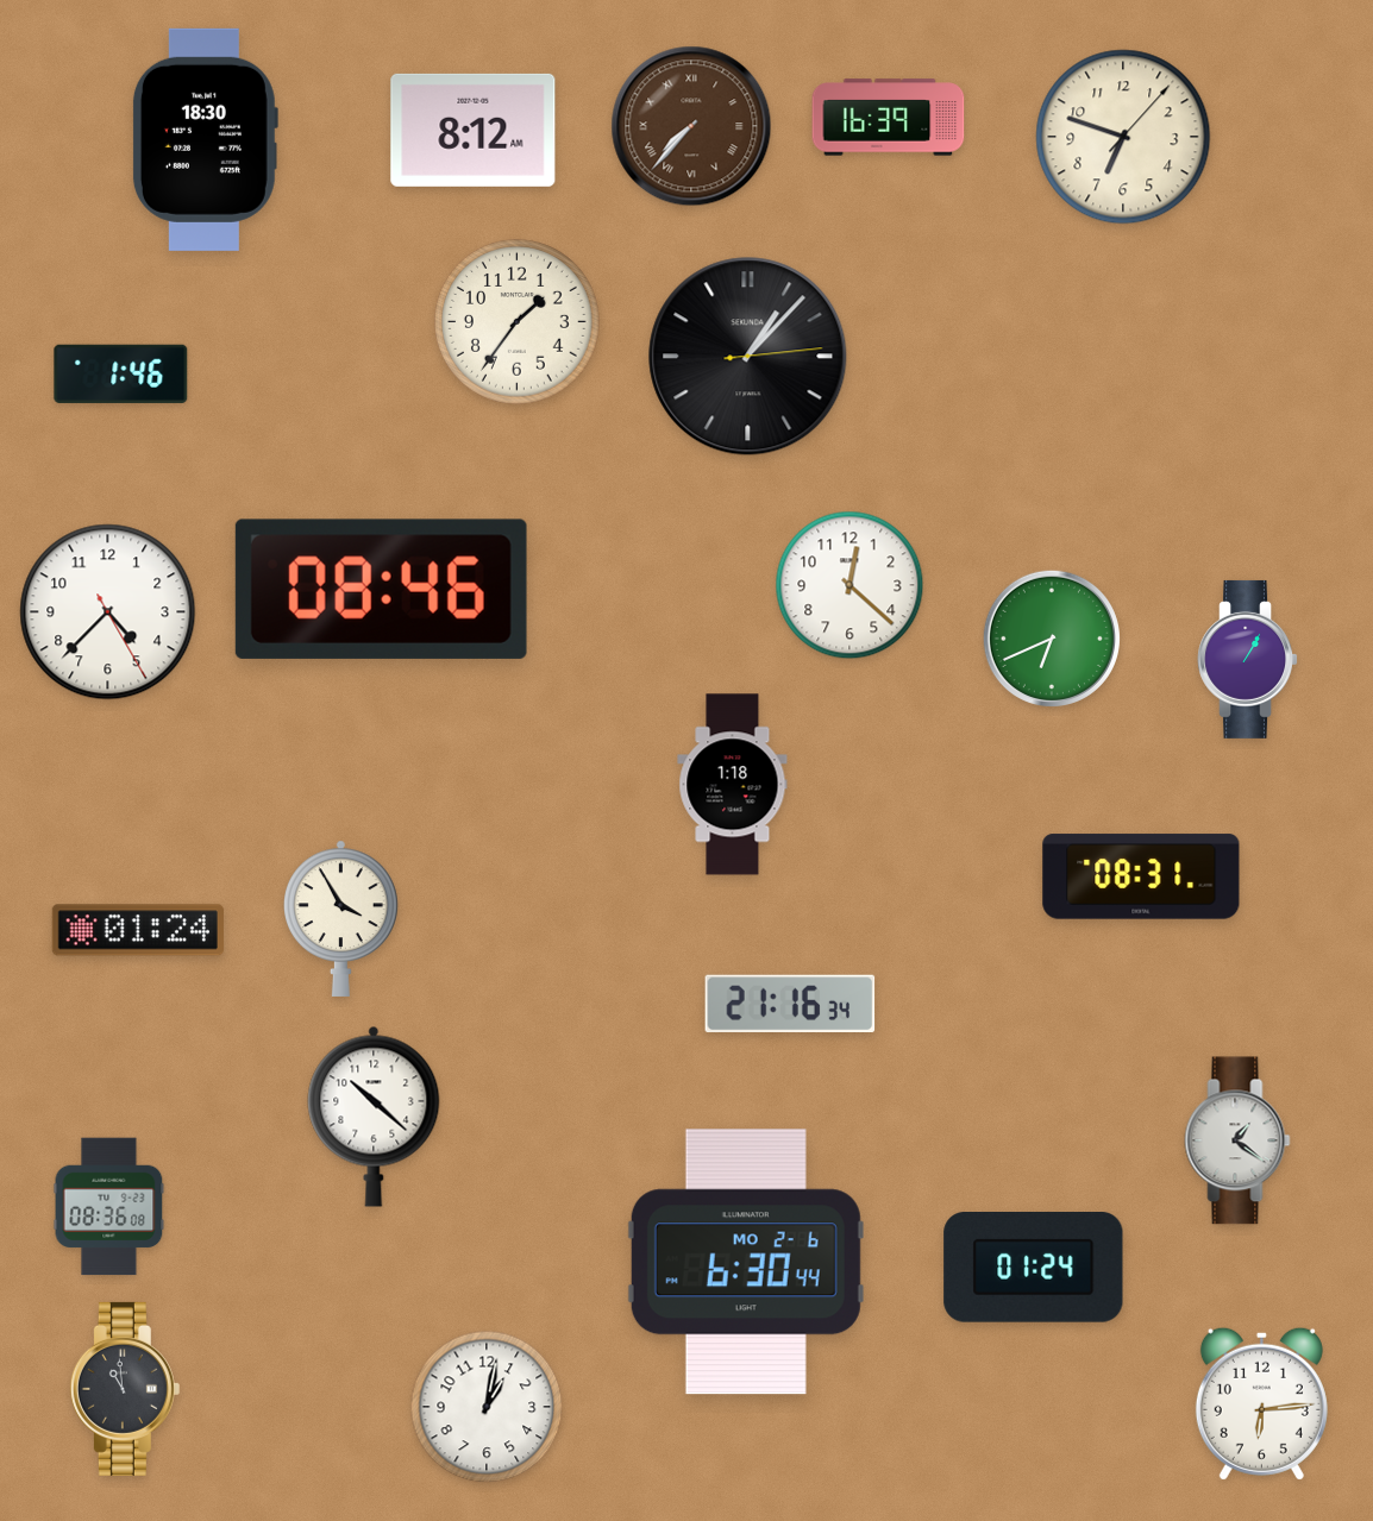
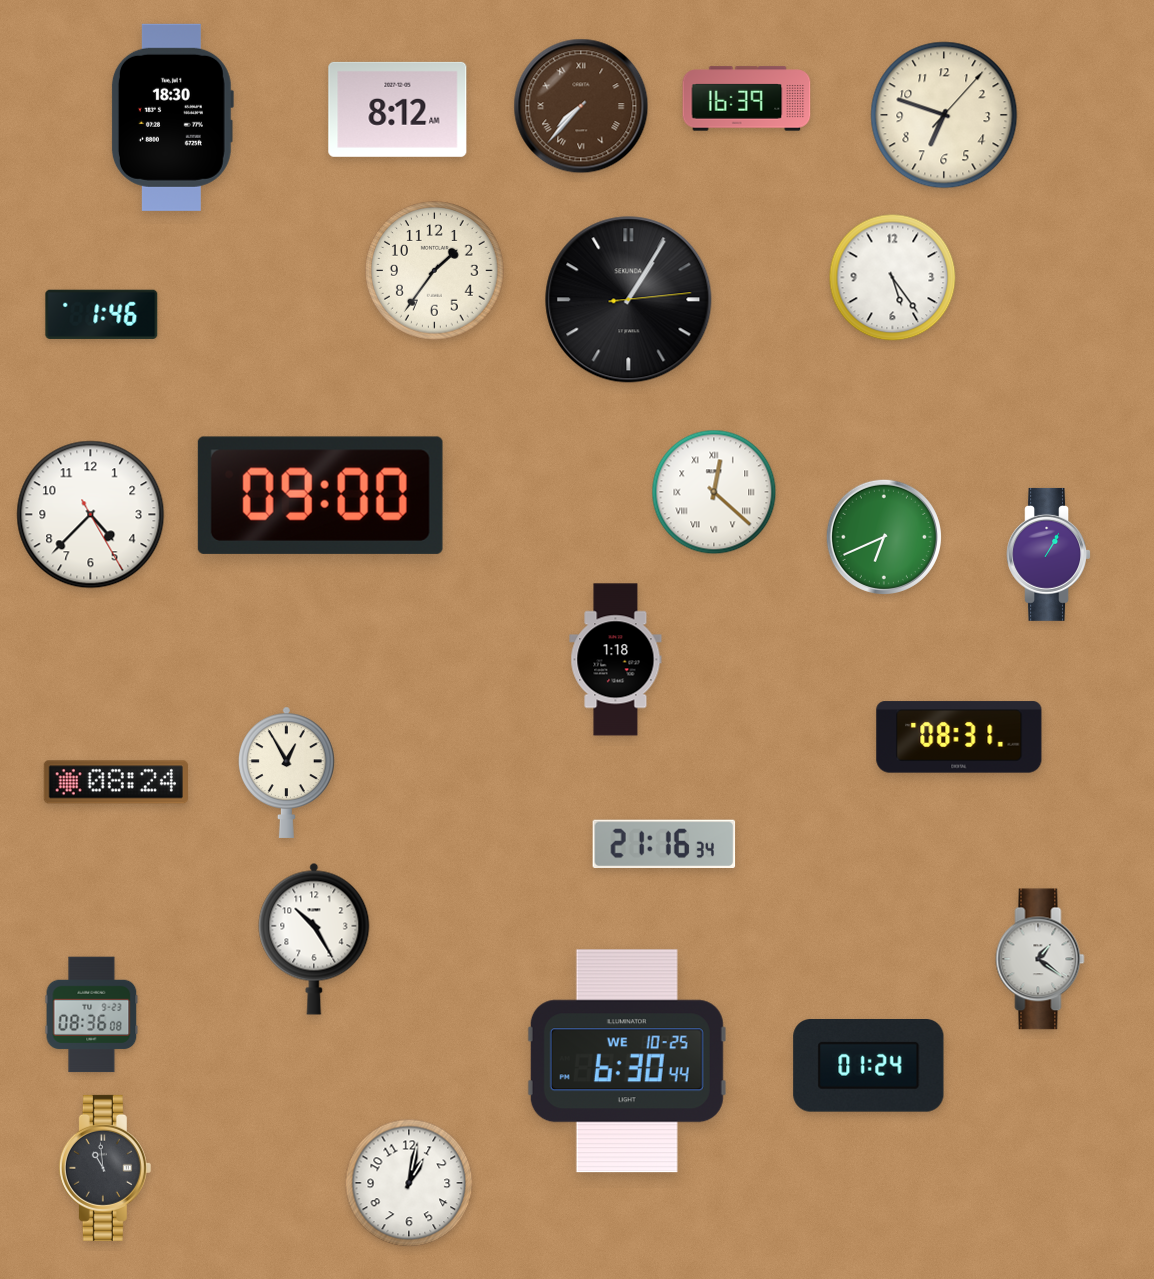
clock at (893, 278): none -> 5:24
clock at (748, 357): 1:07 -> 1:05
clock at (849, 585) numerals: Arabic -> Roman
clock at (381, 589): 08:46 -> 09:00
clock at (341, 918): 3:55 -> 12:55
clock at (138, 930): 01:24 -> 08:24
clock at (374, 1117): 10:22 -> 10:25
clock at (746, 1262) date: MO 2-6 -> WE 10-25
clock at (1261, 1403): 6:14 -> none
